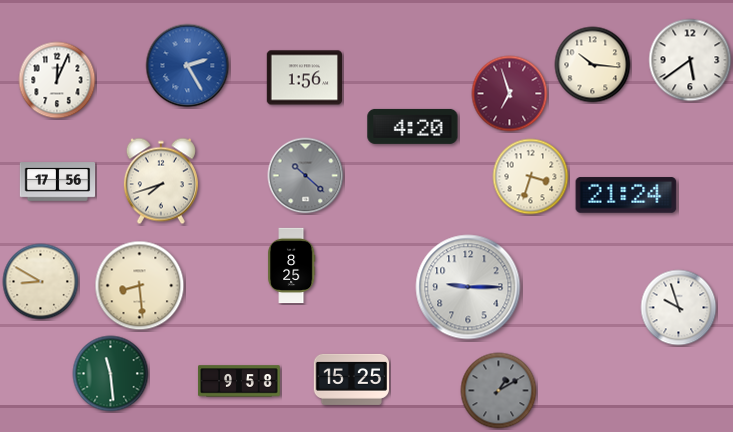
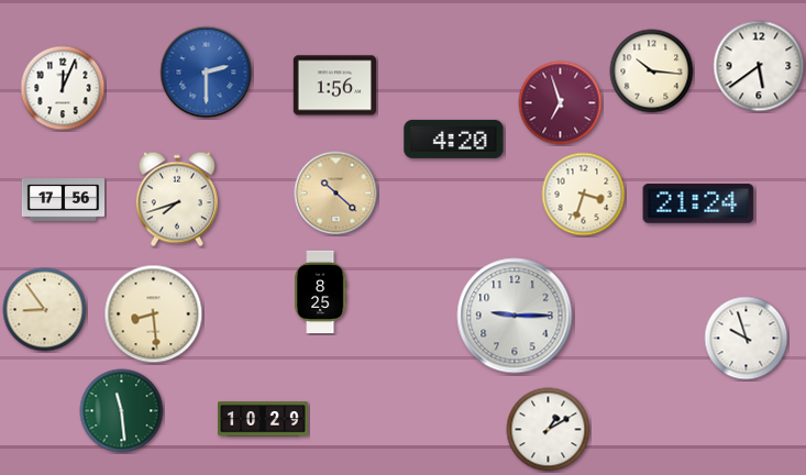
clock at (188, 66): 2:25 -> 2:30
clock at (306, 176) dial: grey -> champagne
clock at (626, 195) position: (626, 195) -> (698, 203)
clock at (41, 282): 8:50 -> 8:54
clock at (351, 379): 15:25 -> none
clock at (239, 381): 9:58 -> 10:29
clock at (499, 391) dial: grey -> white
